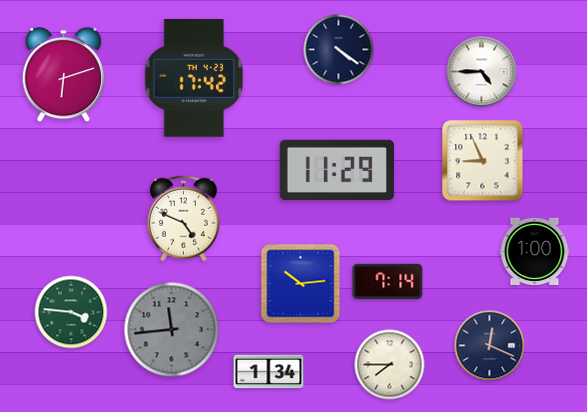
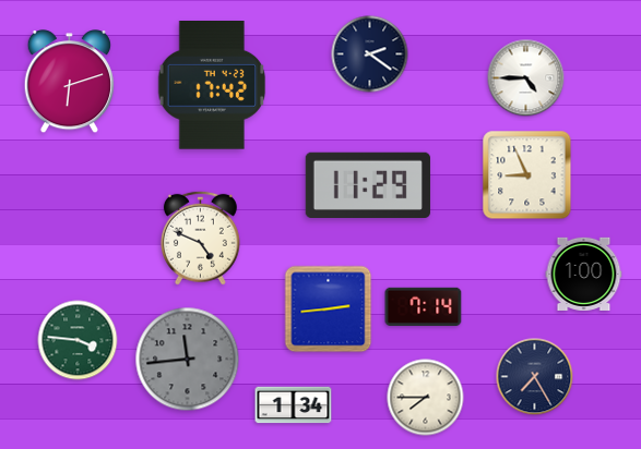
clock at (339, 50): 4:21 -> 2:21
clock at (301, 284): 10:14 -> 2:44
clock at (490, 346): 12:19 -> 7:25
